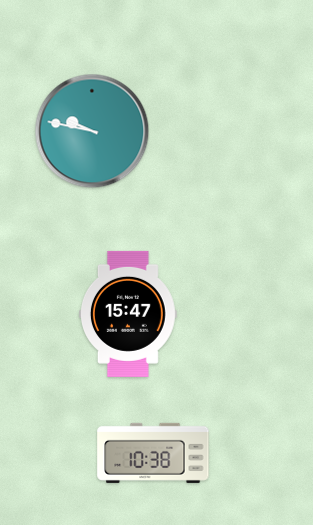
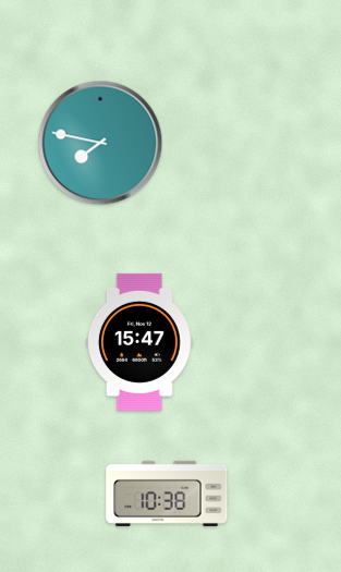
clock at (92, 131): 9:47 -> 7:47
